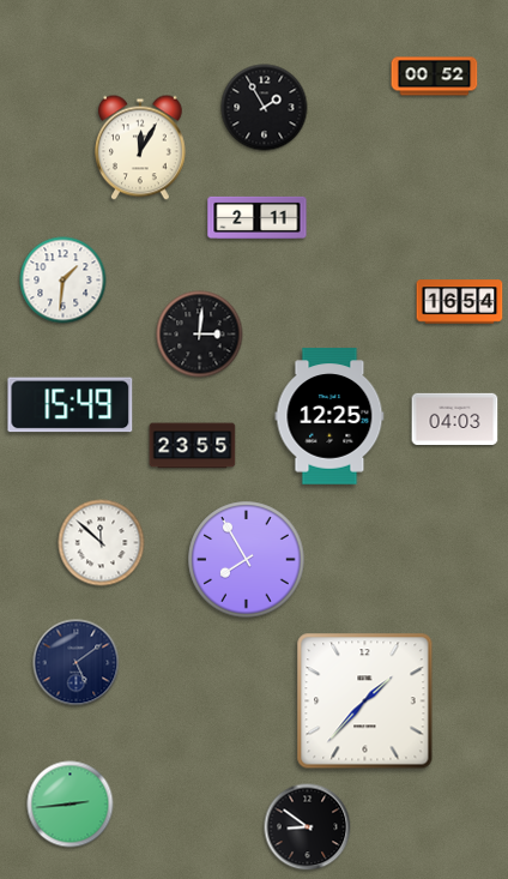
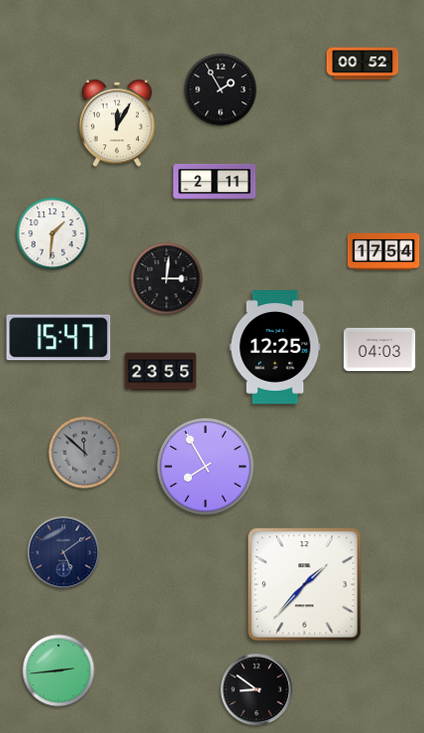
clock at (460, 302): 16:54 -> 17:54
clock at (71, 405): 15:49 -> 15:47
clock at (102, 543) dial: white -> grey
